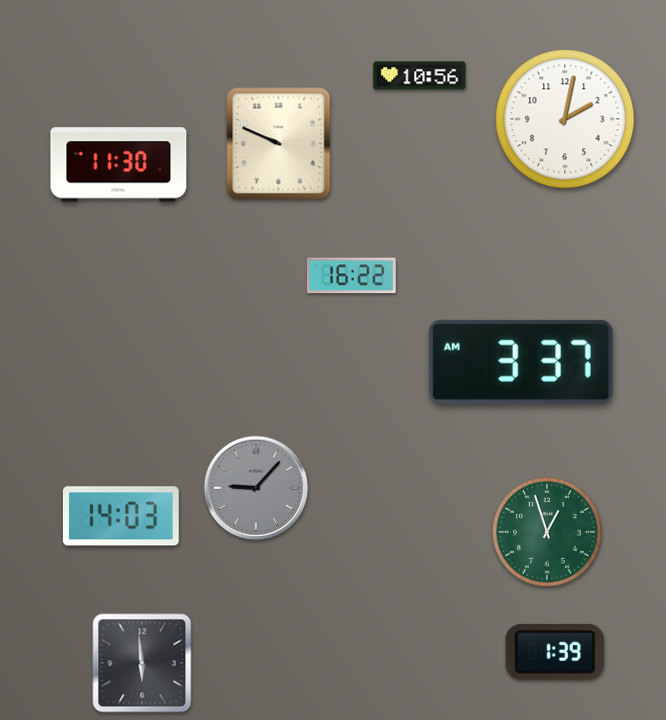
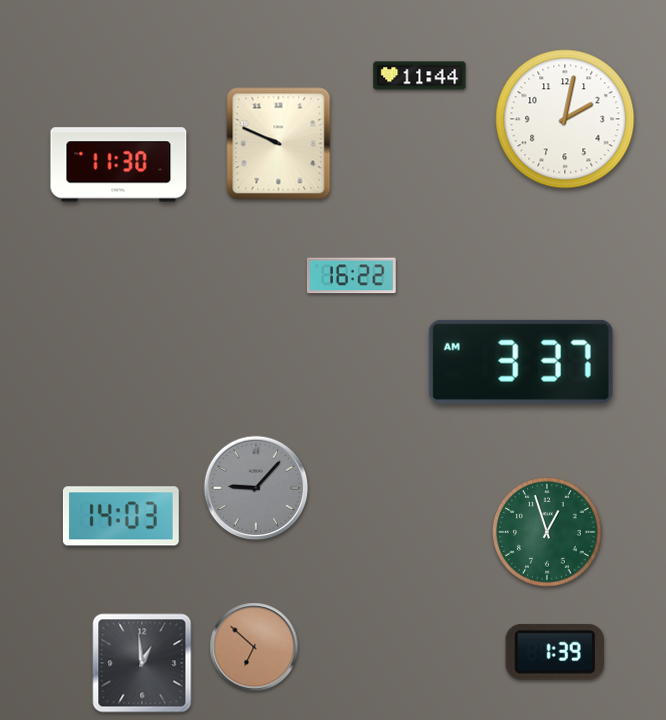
clock at (420, 76): 10:56 -> 11:44
clock at (254, 647): none -> 6:52
clock at (142, 663): 5:59 -> 12:59
